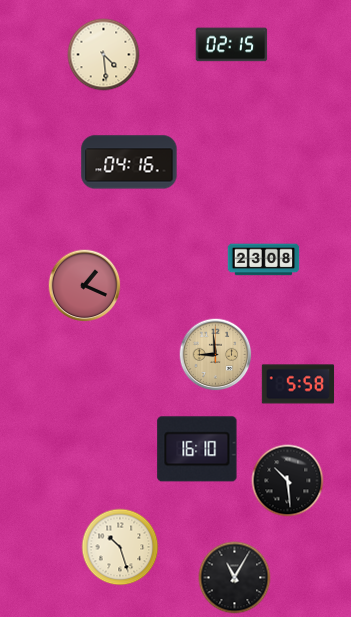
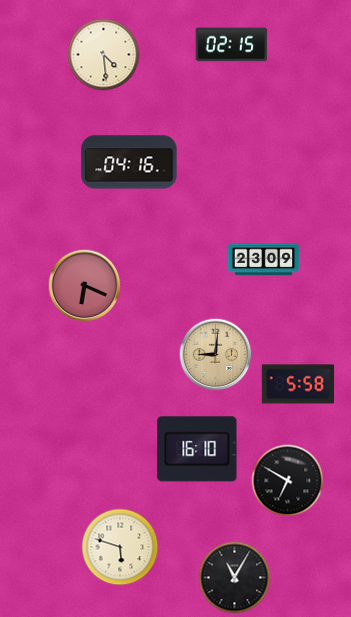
clock at (264, 260): 23:08 -> 23:09
clock at (85, 286): 1:19 -> 6:19
clock at (216, 355): 8:59 -> 9:01
clock at (288, 481): 10:29 -> 6:50
clock at (120, 547): 10:27 -> 5:48
